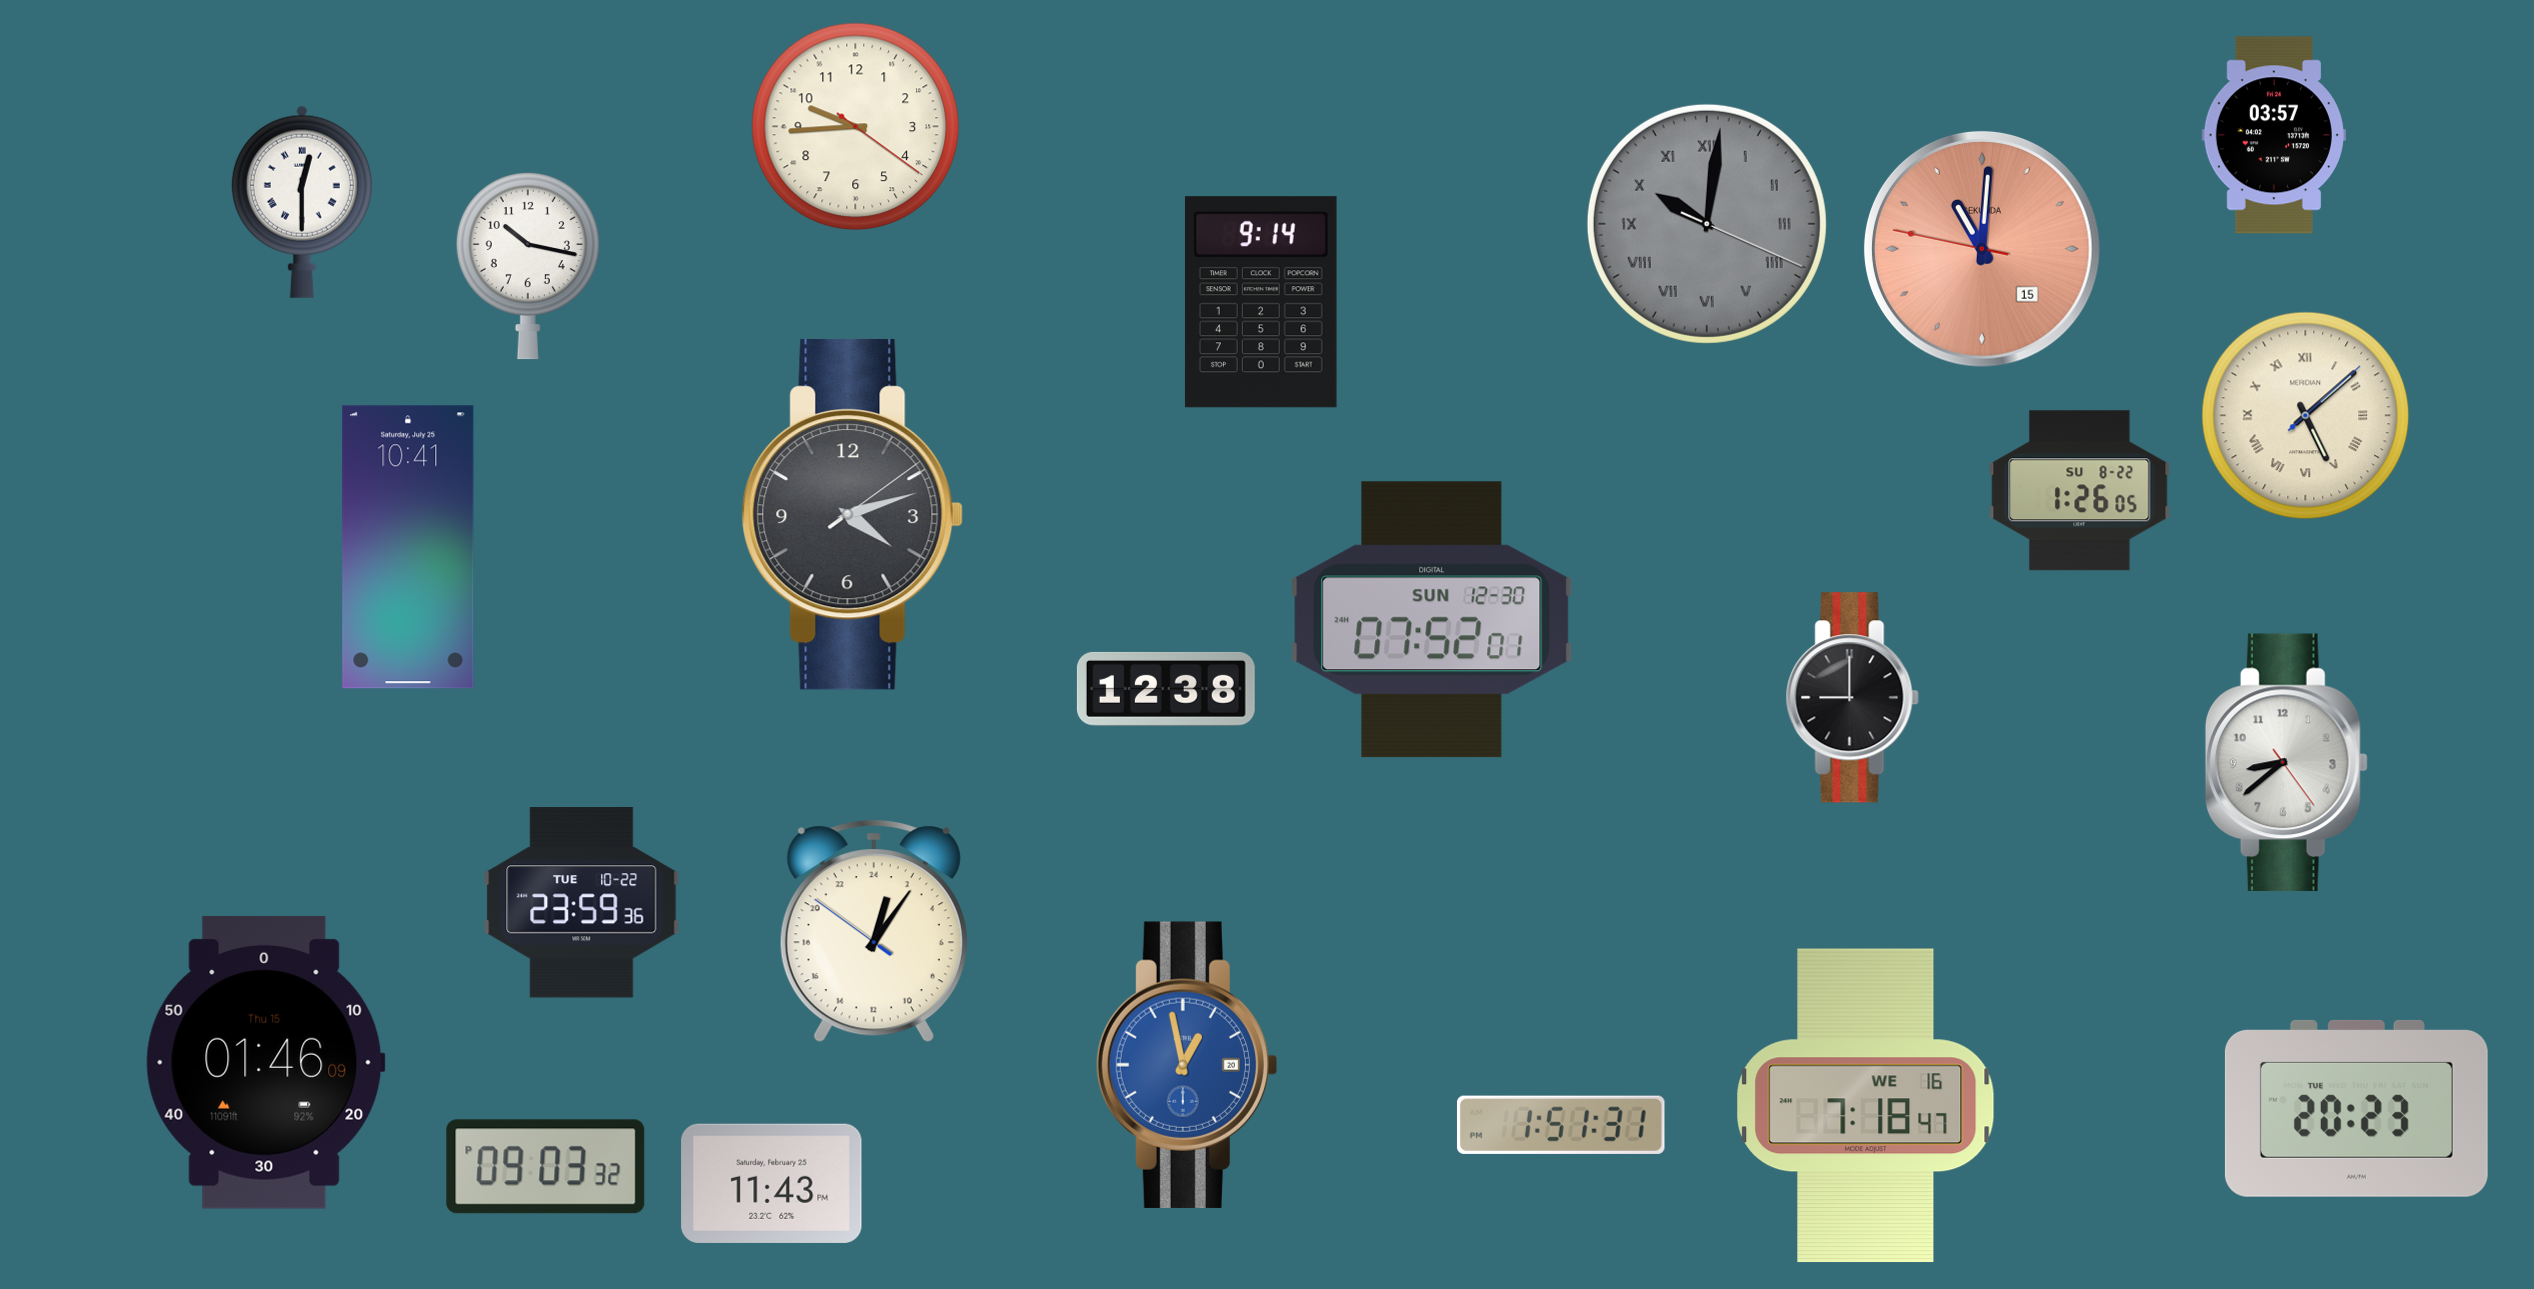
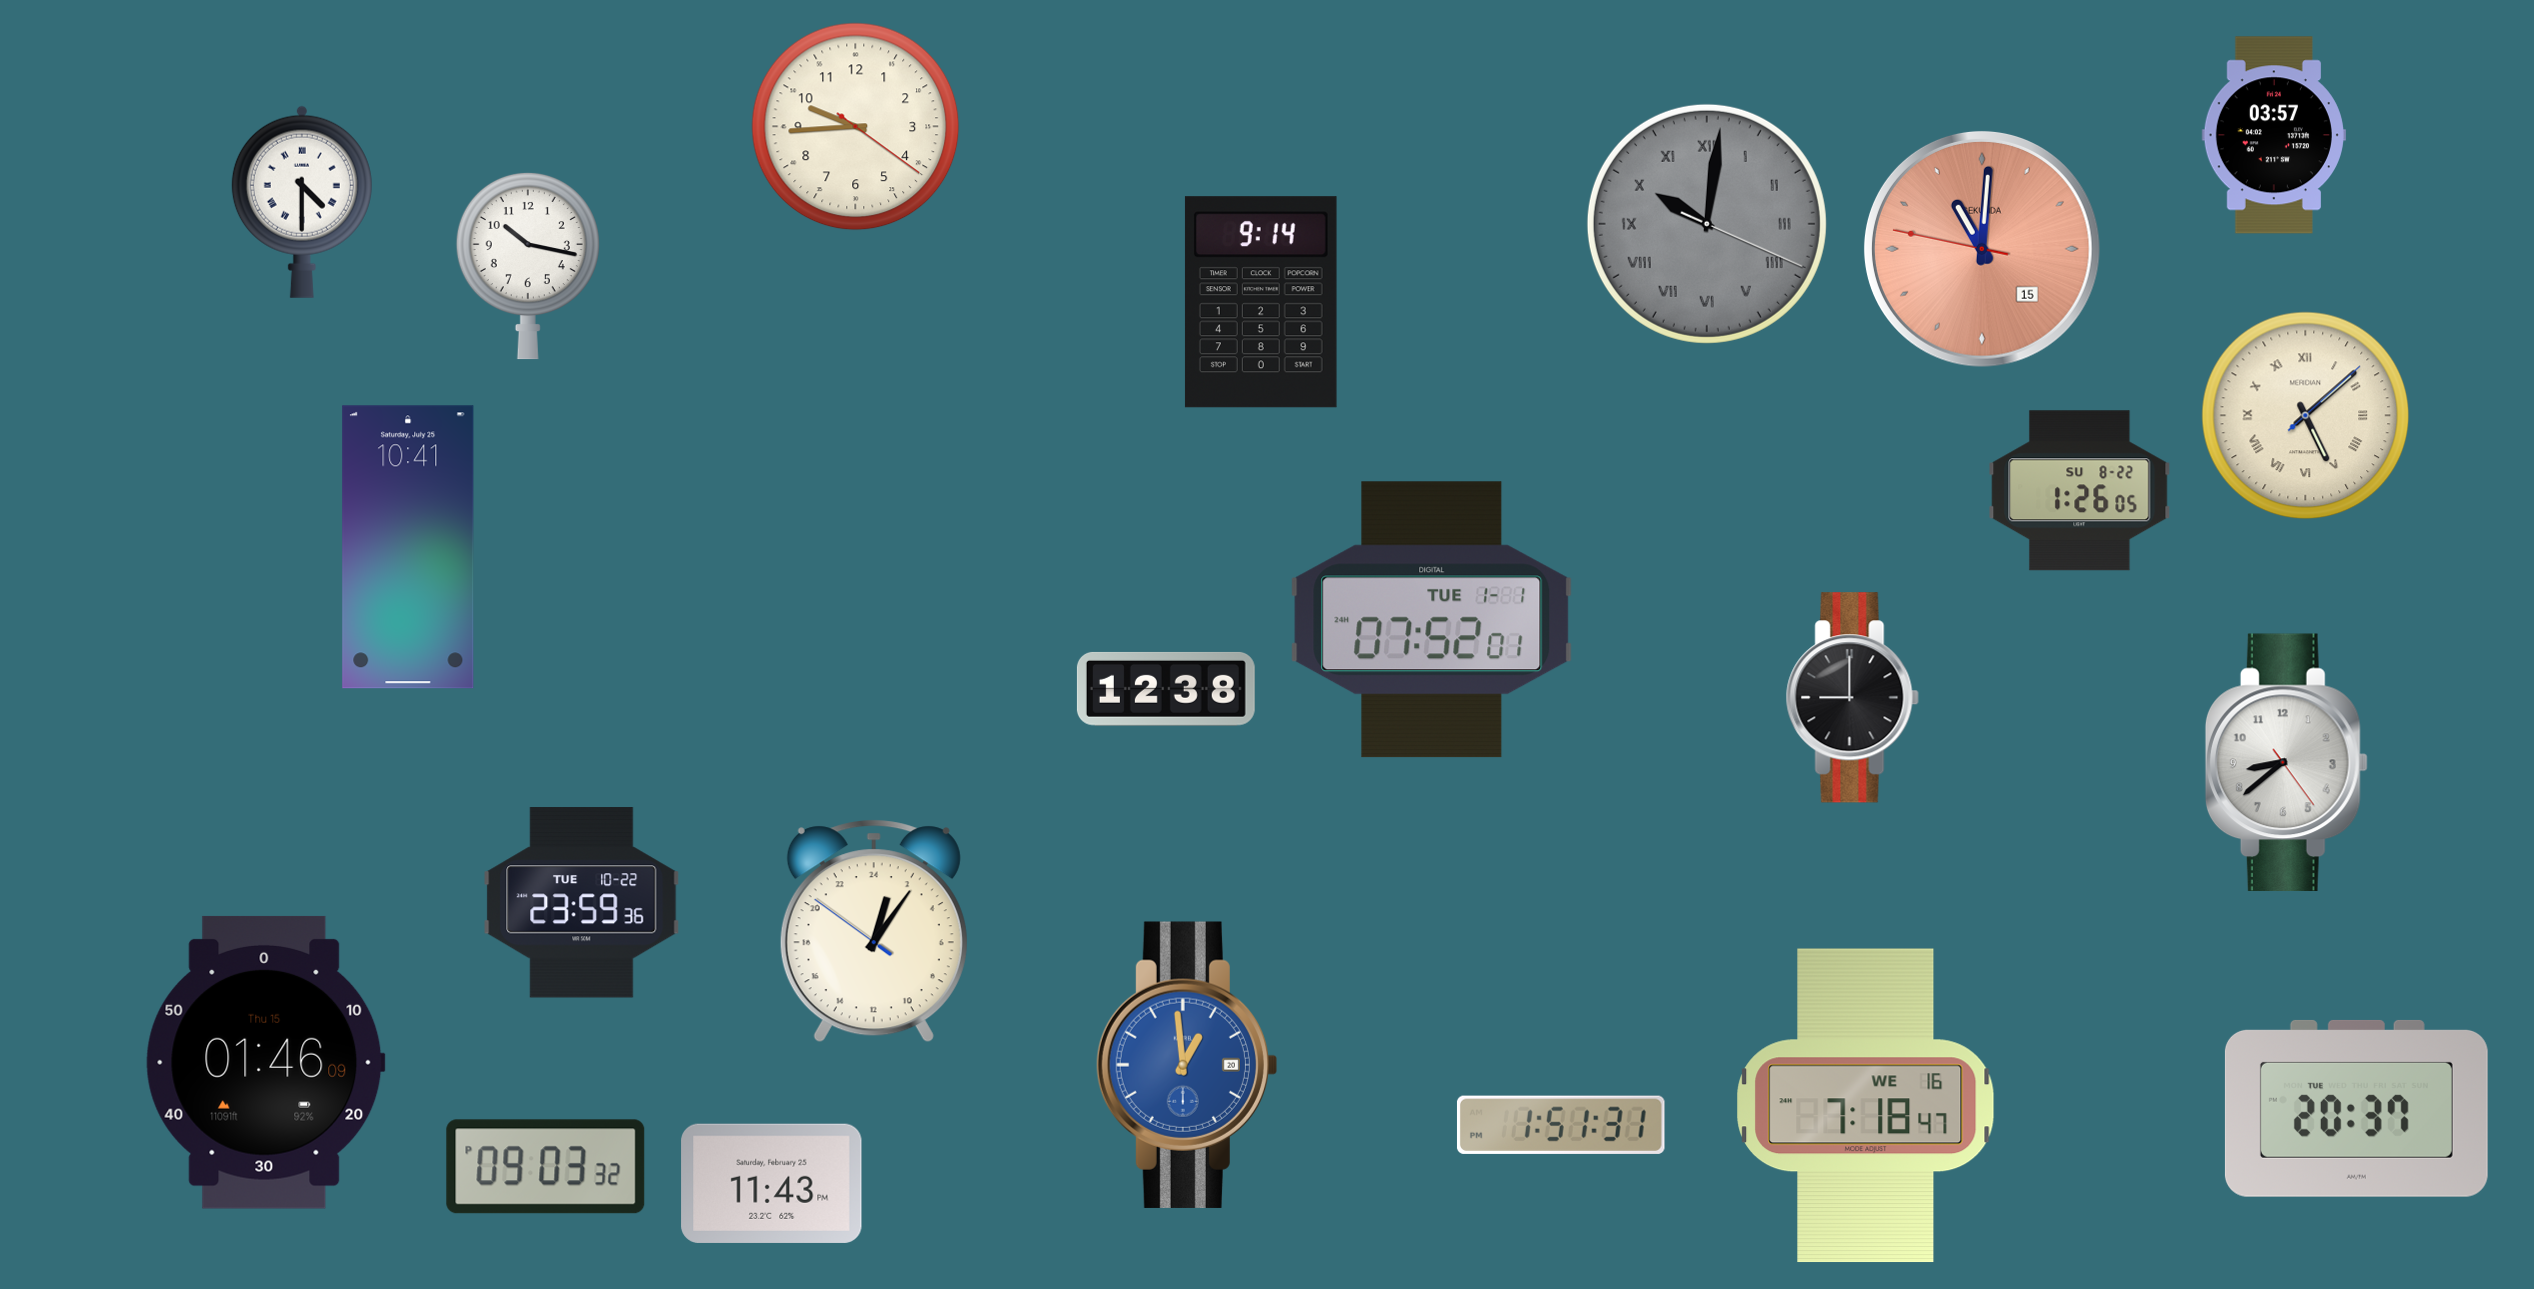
clock at (302, 202): 12:30 -> 4:30
clock at (852, 514): 4:12 -> none
clock at (1432, 620) date: SUN 12-30 -> TUE 1-1
clock at (1186, 1065): 12:58 -> 12:59
clock at (2356, 1108): 20:23 -> 20:37
